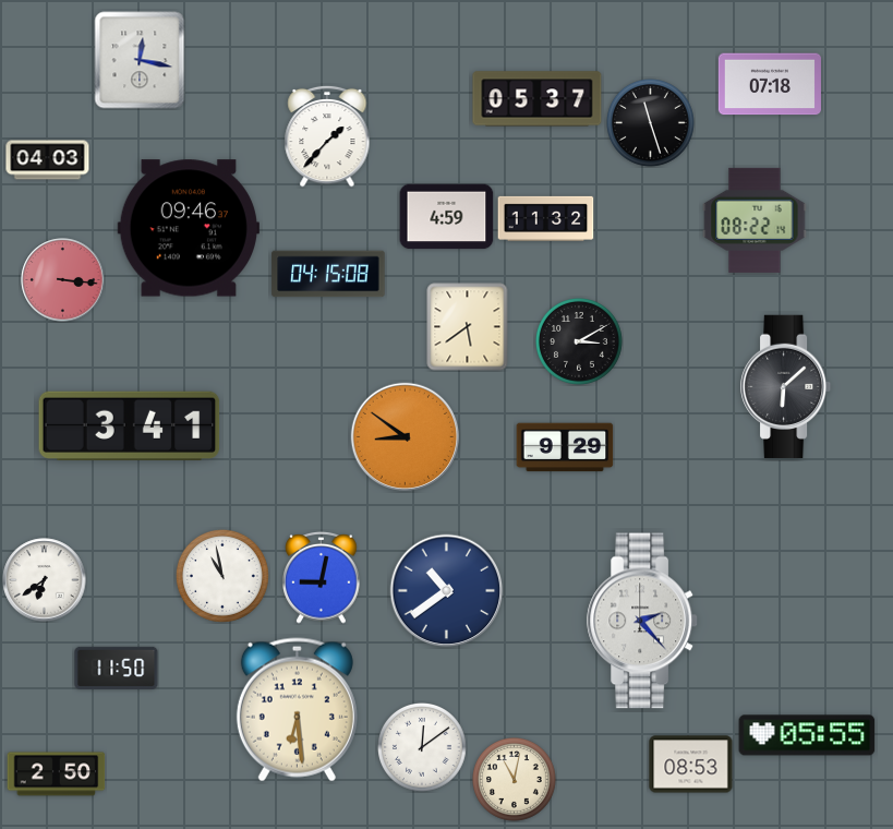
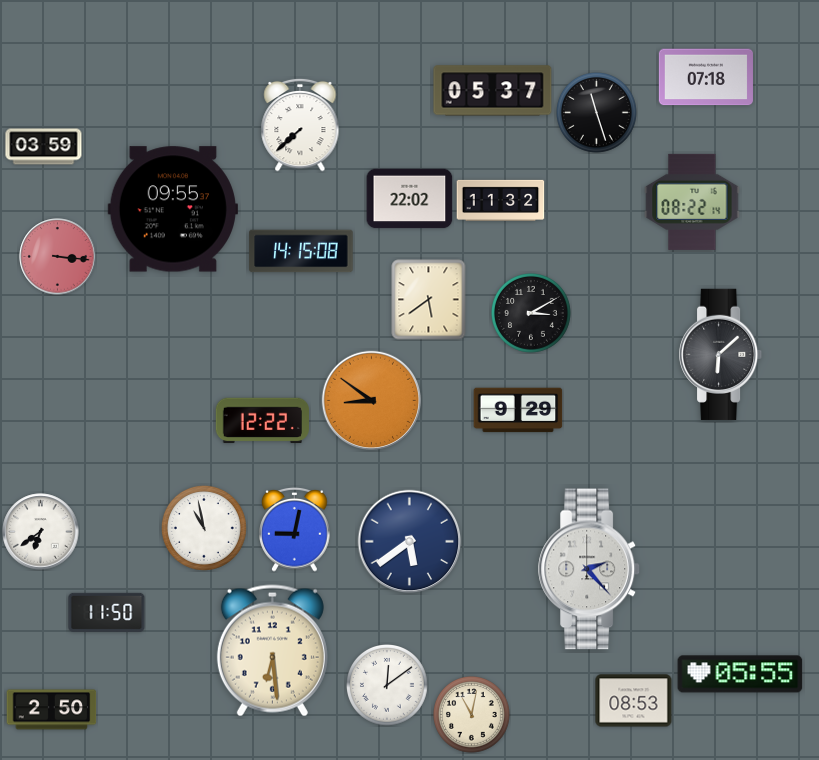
clock at (140, 60): 12:17 -> none
clock at (327, 136): 1:37 -> 7:38
clock at (48, 160): 04:03 -> 03:59
clock at (447, 217): 4:59 -> 22:02
clock at (189, 228): 09:46 -> 09:55
clock at (328, 274): 04:15 -> 14:15
clock at (130, 425): 3:41 -> none
clock at (262, 421): none -> 12:22
clock at (447, 591): 10:39 -> 5:39
